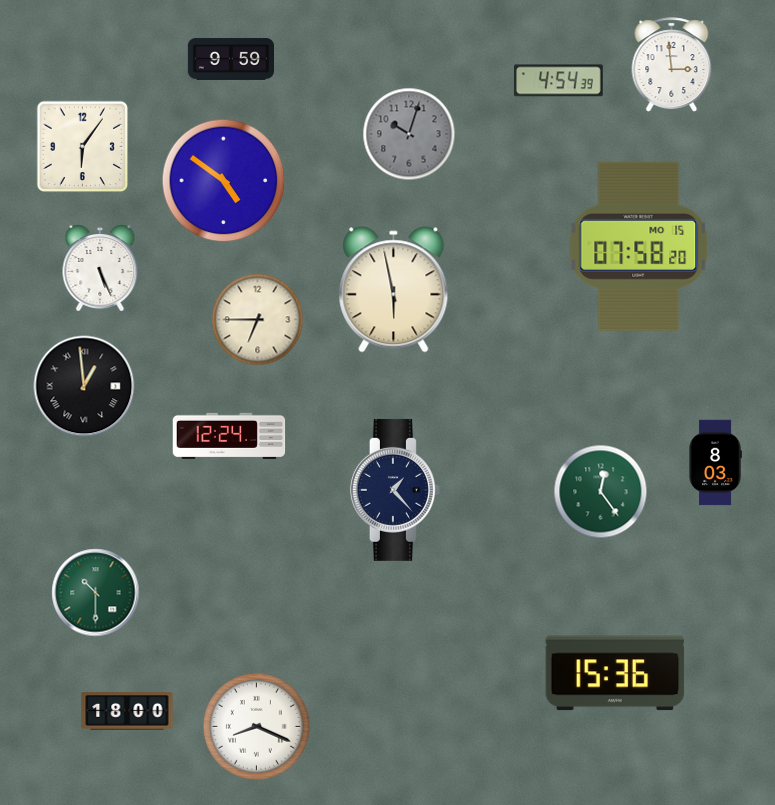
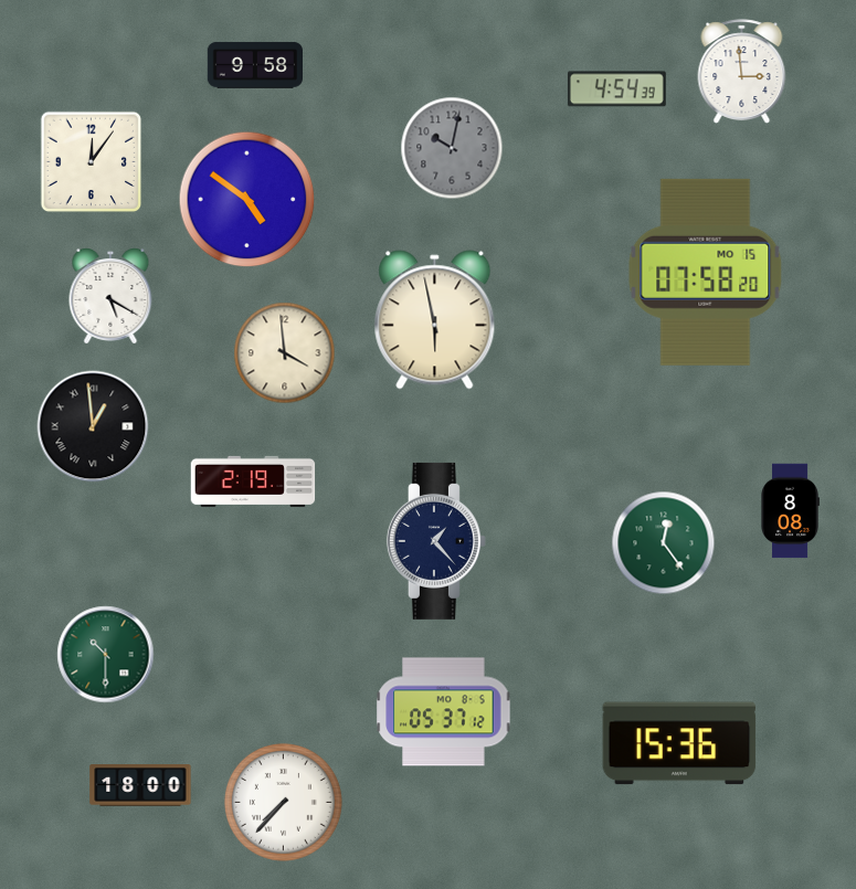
clock at (231, 59): 9:59 -> 9:58
clock at (409, 134): 10:03 -> 10:02
clock at (83, 147): 6:06 -> 12:06
clock at (100, 269): 5:26 -> 5:20
clock at (258, 320): 6:45 -> 3:59
clock at (229, 436): 12:24 -> 2:19
clock at (715, 463): 8:03 -> 8:08
clock at (444, 712): none -> 05:37
clock at (256, 726): 8:19 -> 7:37
